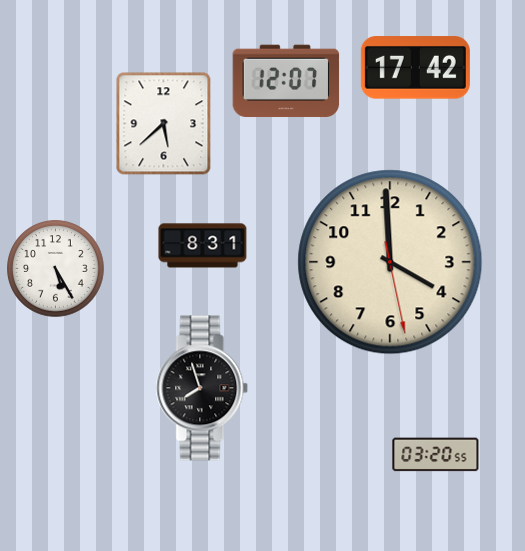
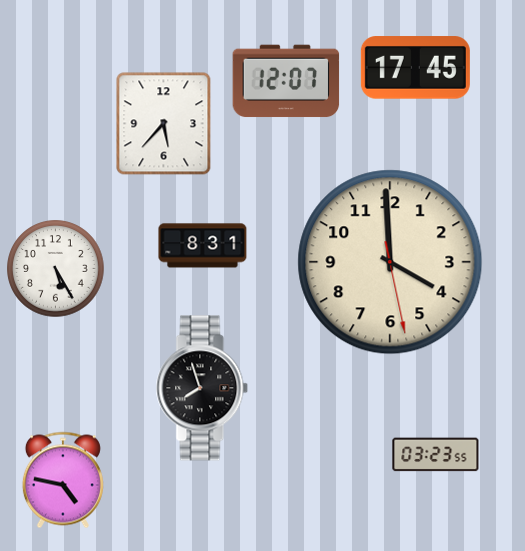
clock at (415, 68): 17:42 -> 17:45
clock at (164, 124): 5:38 -> 5:37
clock at (436, 455): 03:20 -> 03:23
clock at (63, 480): none -> 4:47
